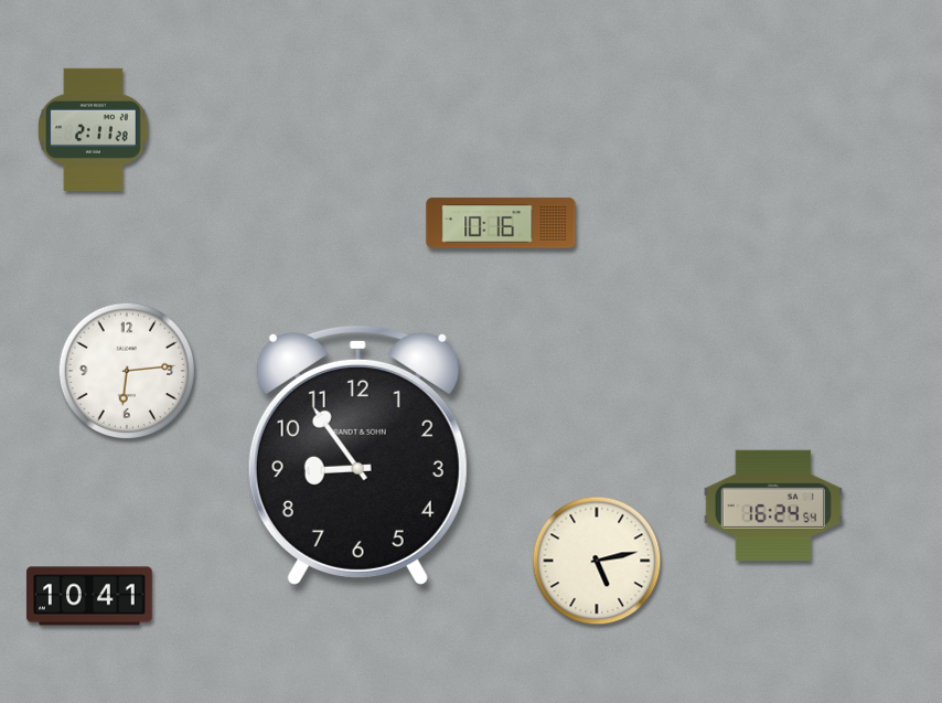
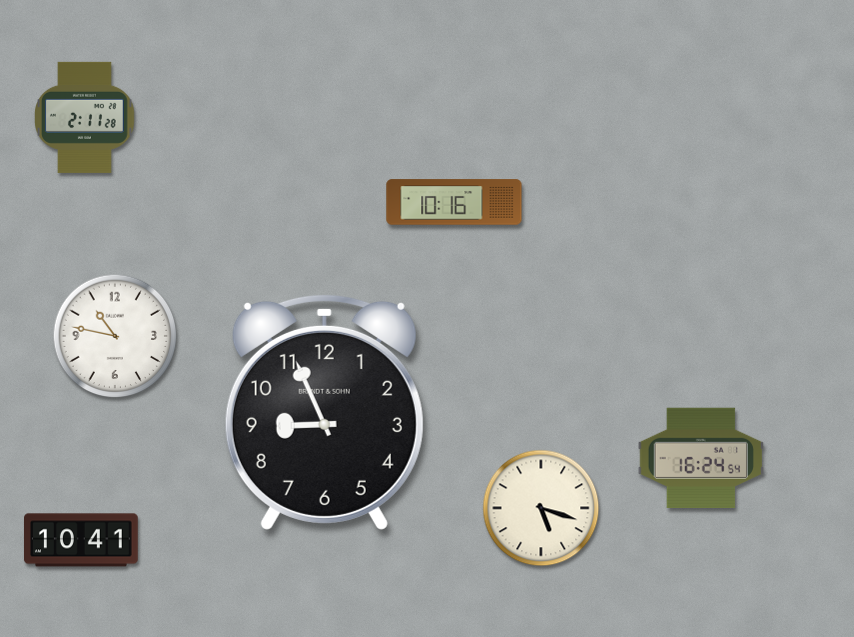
clock at (127, 371): 6:14 -> 10:47
clock at (357, 455): 8:54 -> 8:56
clock at (597, 561): 5:13 -> 5:18
